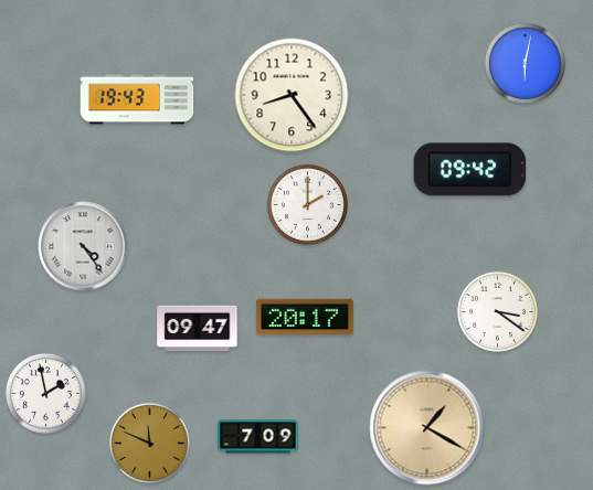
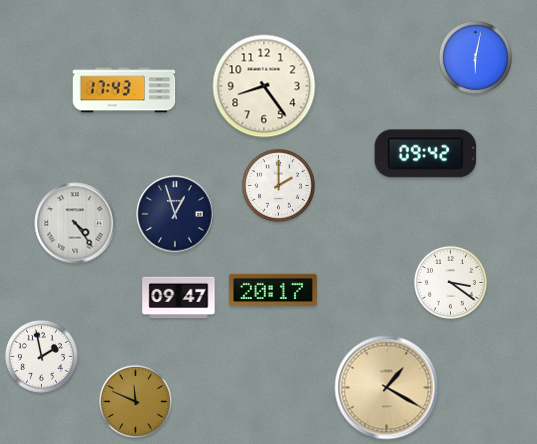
clock at (137, 99): 19:43 -> 17:43
clock at (175, 214): none -> 12:57
clock at (305, 316) position: (305, 316) -> (273, 289)
clock at (258, 437): 7:09 -> none
